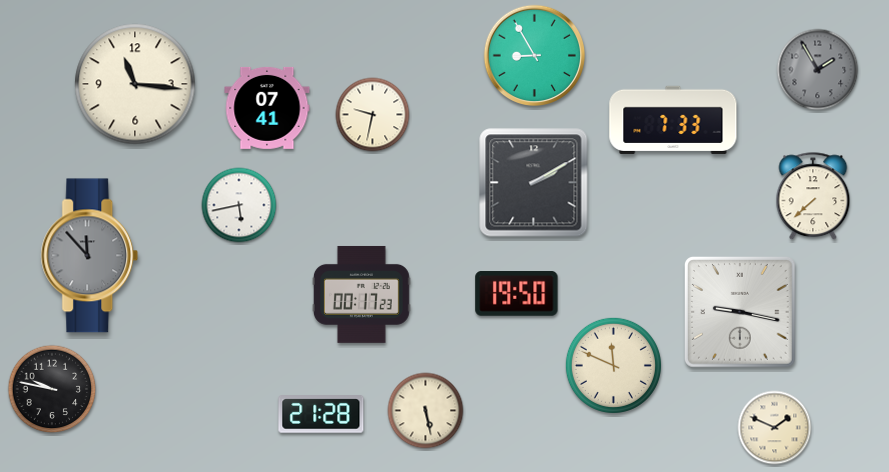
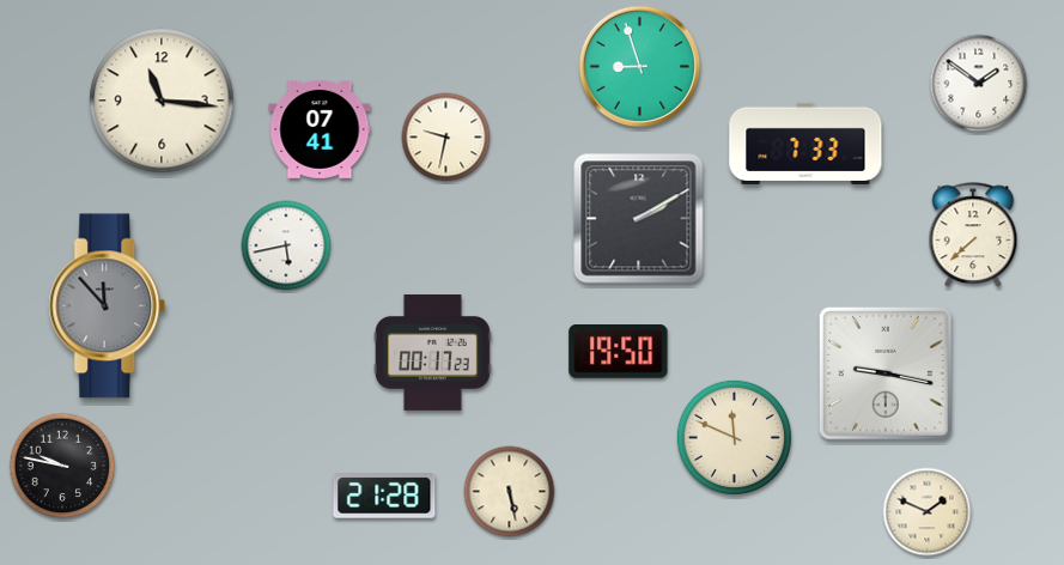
clock at (534, 55): 8:55 -> 8:57
clock at (818, 70): 1:55 -> 1:51
clock at (818, 70) dial: grey -> white
